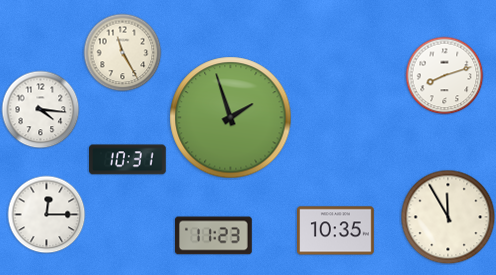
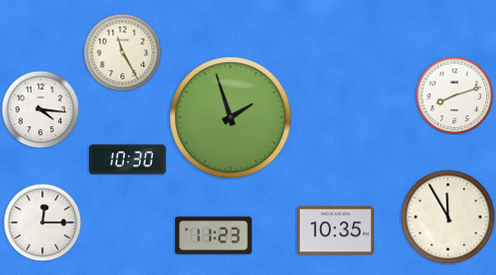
clock at (444, 75) position: (444, 75) -> (454, 95)
clock at (128, 160): 10:31 -> 10:30
clock at (46, 214) position: (46, 214) -> (42, 222)
